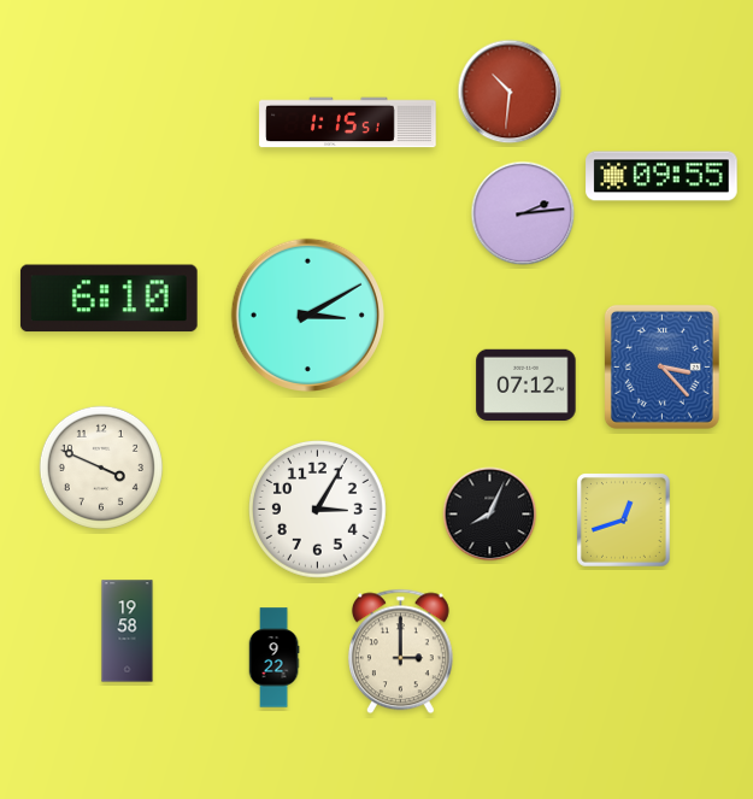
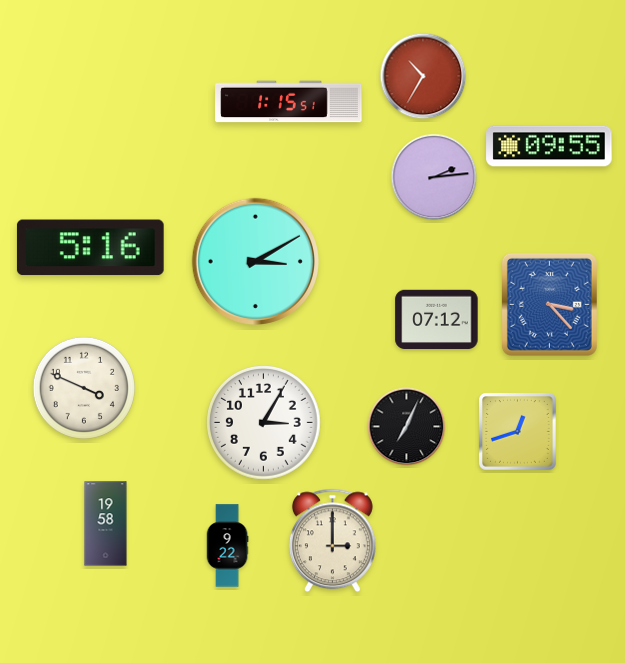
clock at (510, 92): 10:31 -> 10:35
clock at (108, 299): 6:10 -> 5:16
clock at (490, 515): 8:04 -> 7:04
